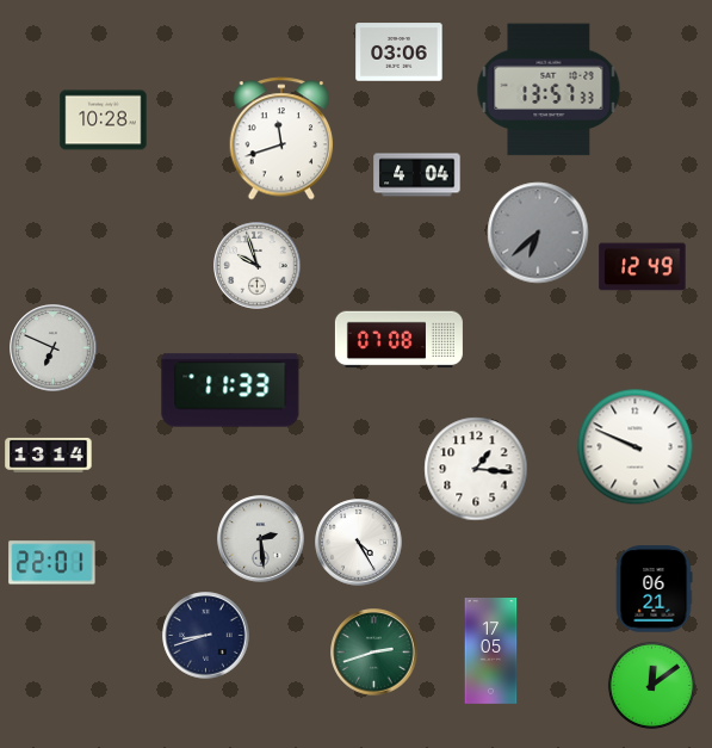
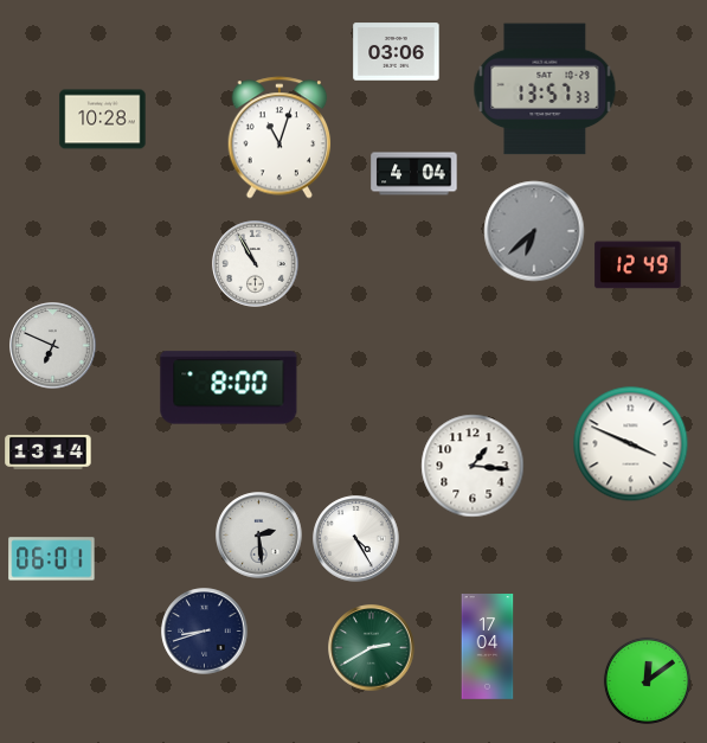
clock at (281, 138): 11:42 -> 11:03
clock at (258, 266): 9:57 -> 10:55
clock at (398, 340): 07:08 -> none
clock at (230, 390): 11:33 -> 8:00
clock at (636, 447): 9:49 -> 3:49
clock at (52, 563): 22:01 -> 06:01
clock at (654, 589): 06:21 -> none
clock at (491, 651): 17:05 -> 17:04
clock at (374, 653): 2:42 -> 2:40
